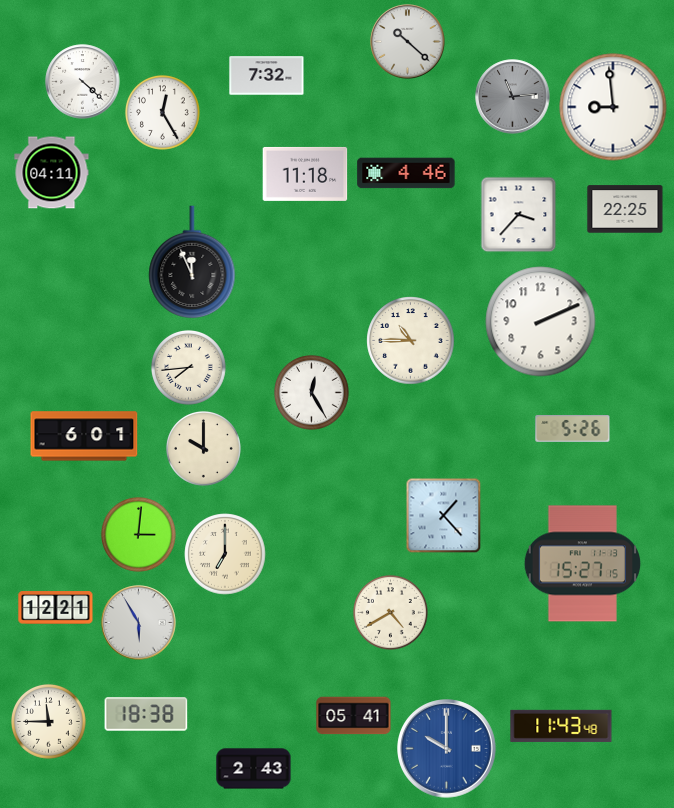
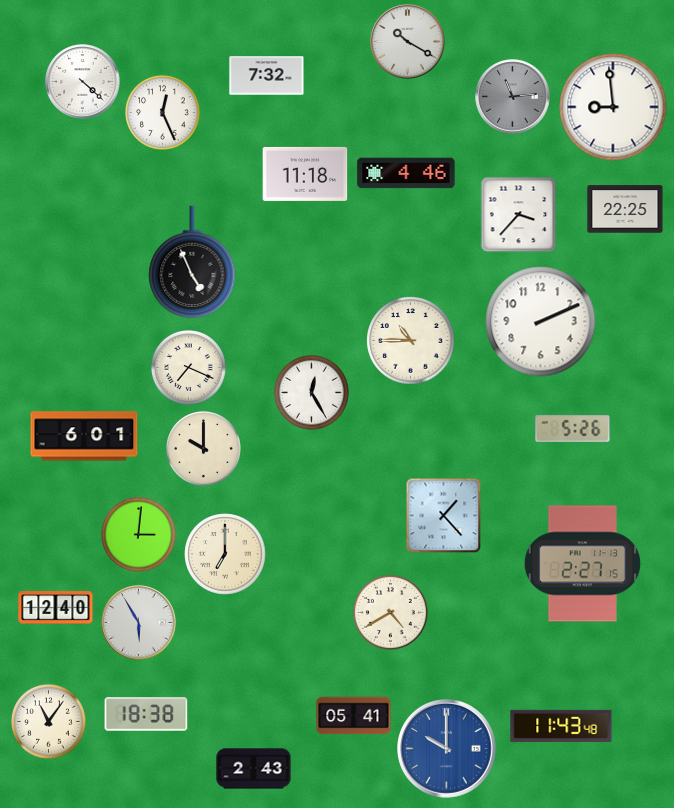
clock at (408, 42): 10:22 -> 10:20
clock at (163, 113): 12:25 -> 12:26
clock at (52, 173): 04:11 -> none
clock at (192, 262): 11:56 -> 4:56
clock at (189, 368): 7:44 -> 7:19
clock at (582, 564): 15:27 -> 2:27
clock at (56, 608): 12:21 -> 12:40
clock at (49, 722): 11:45 -> 11:06
